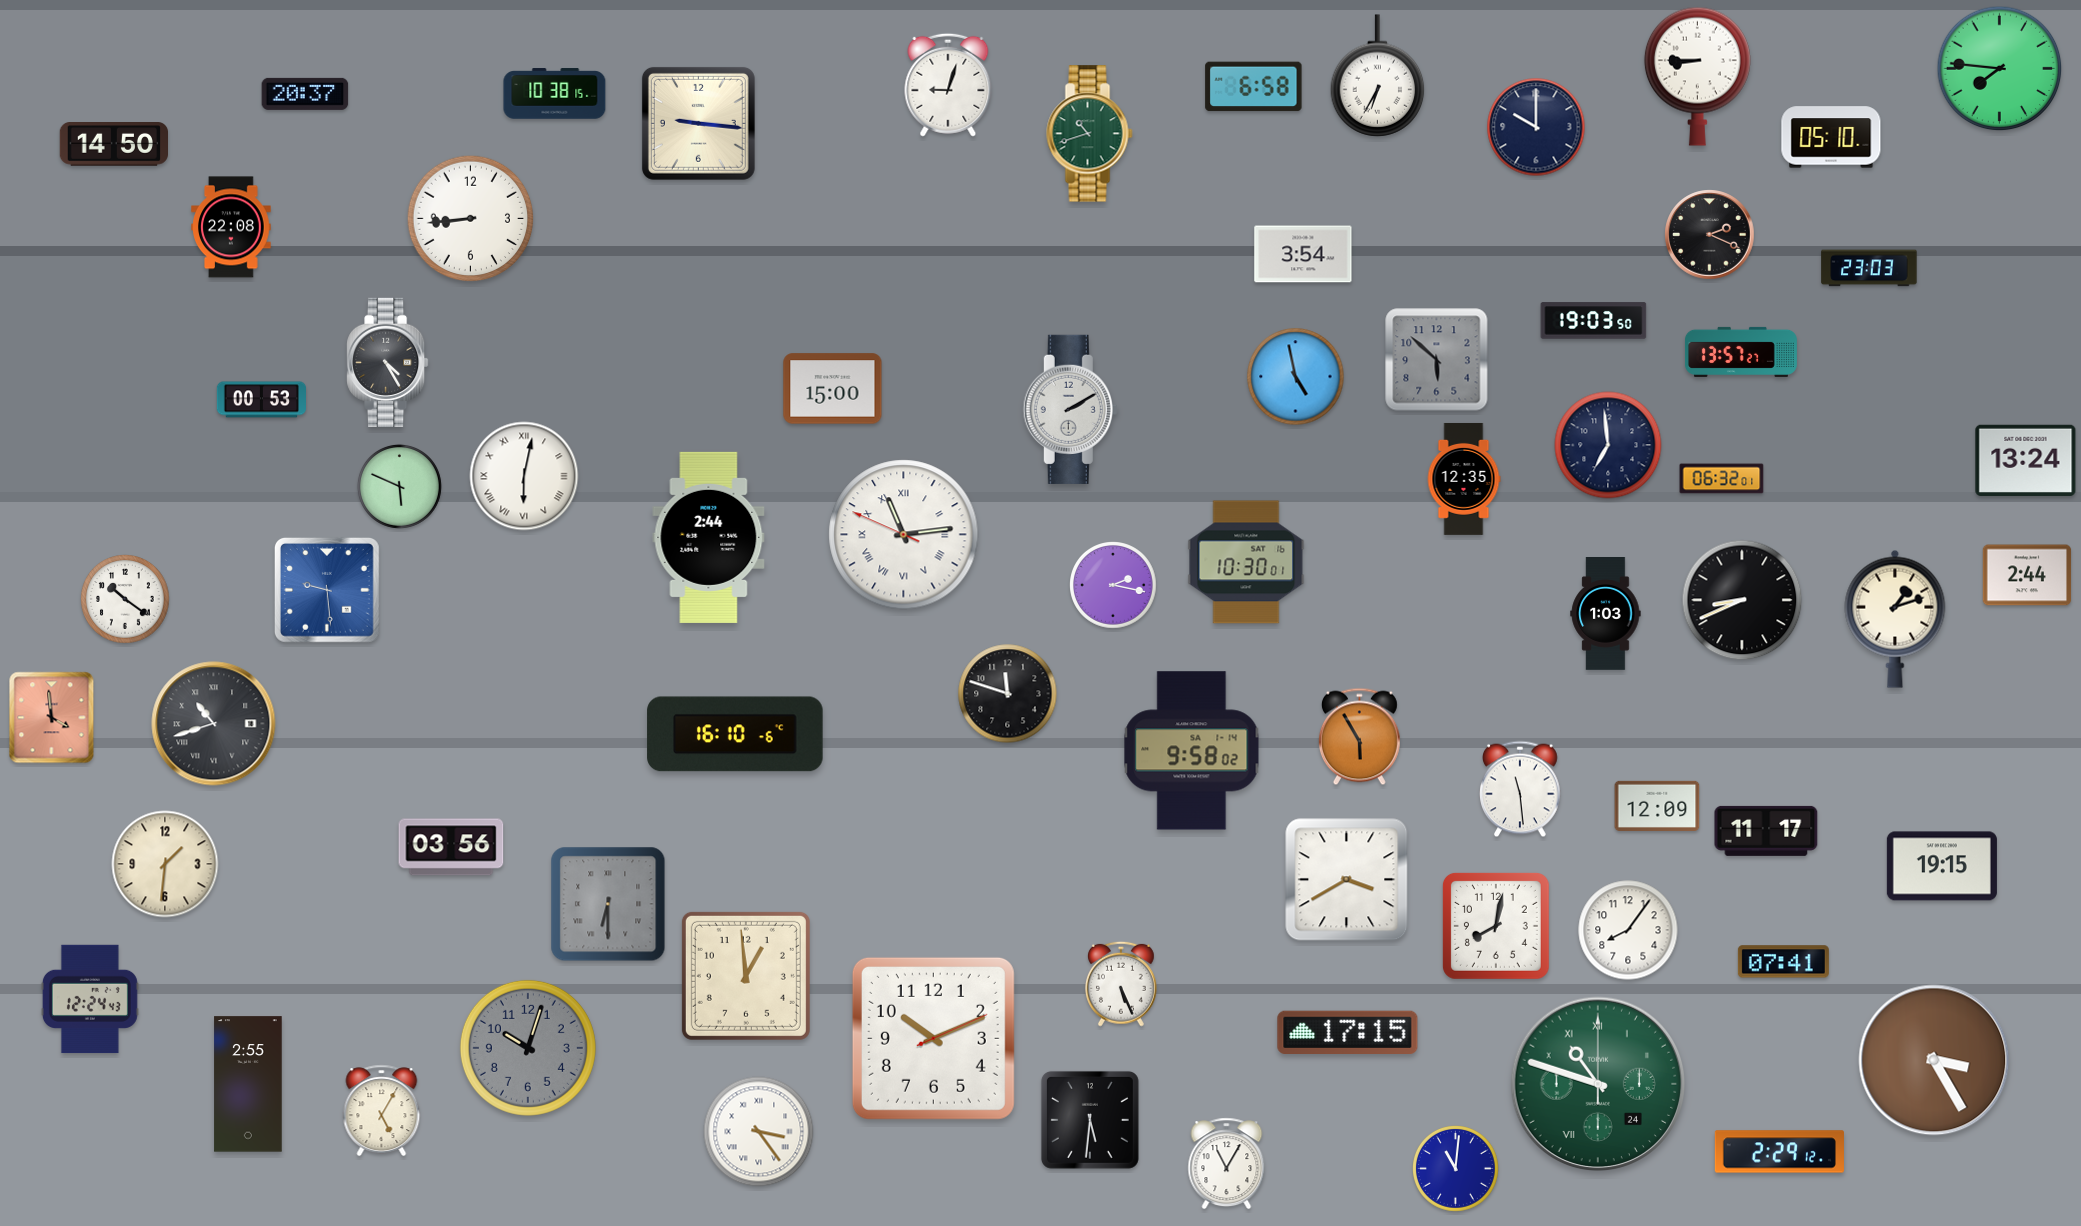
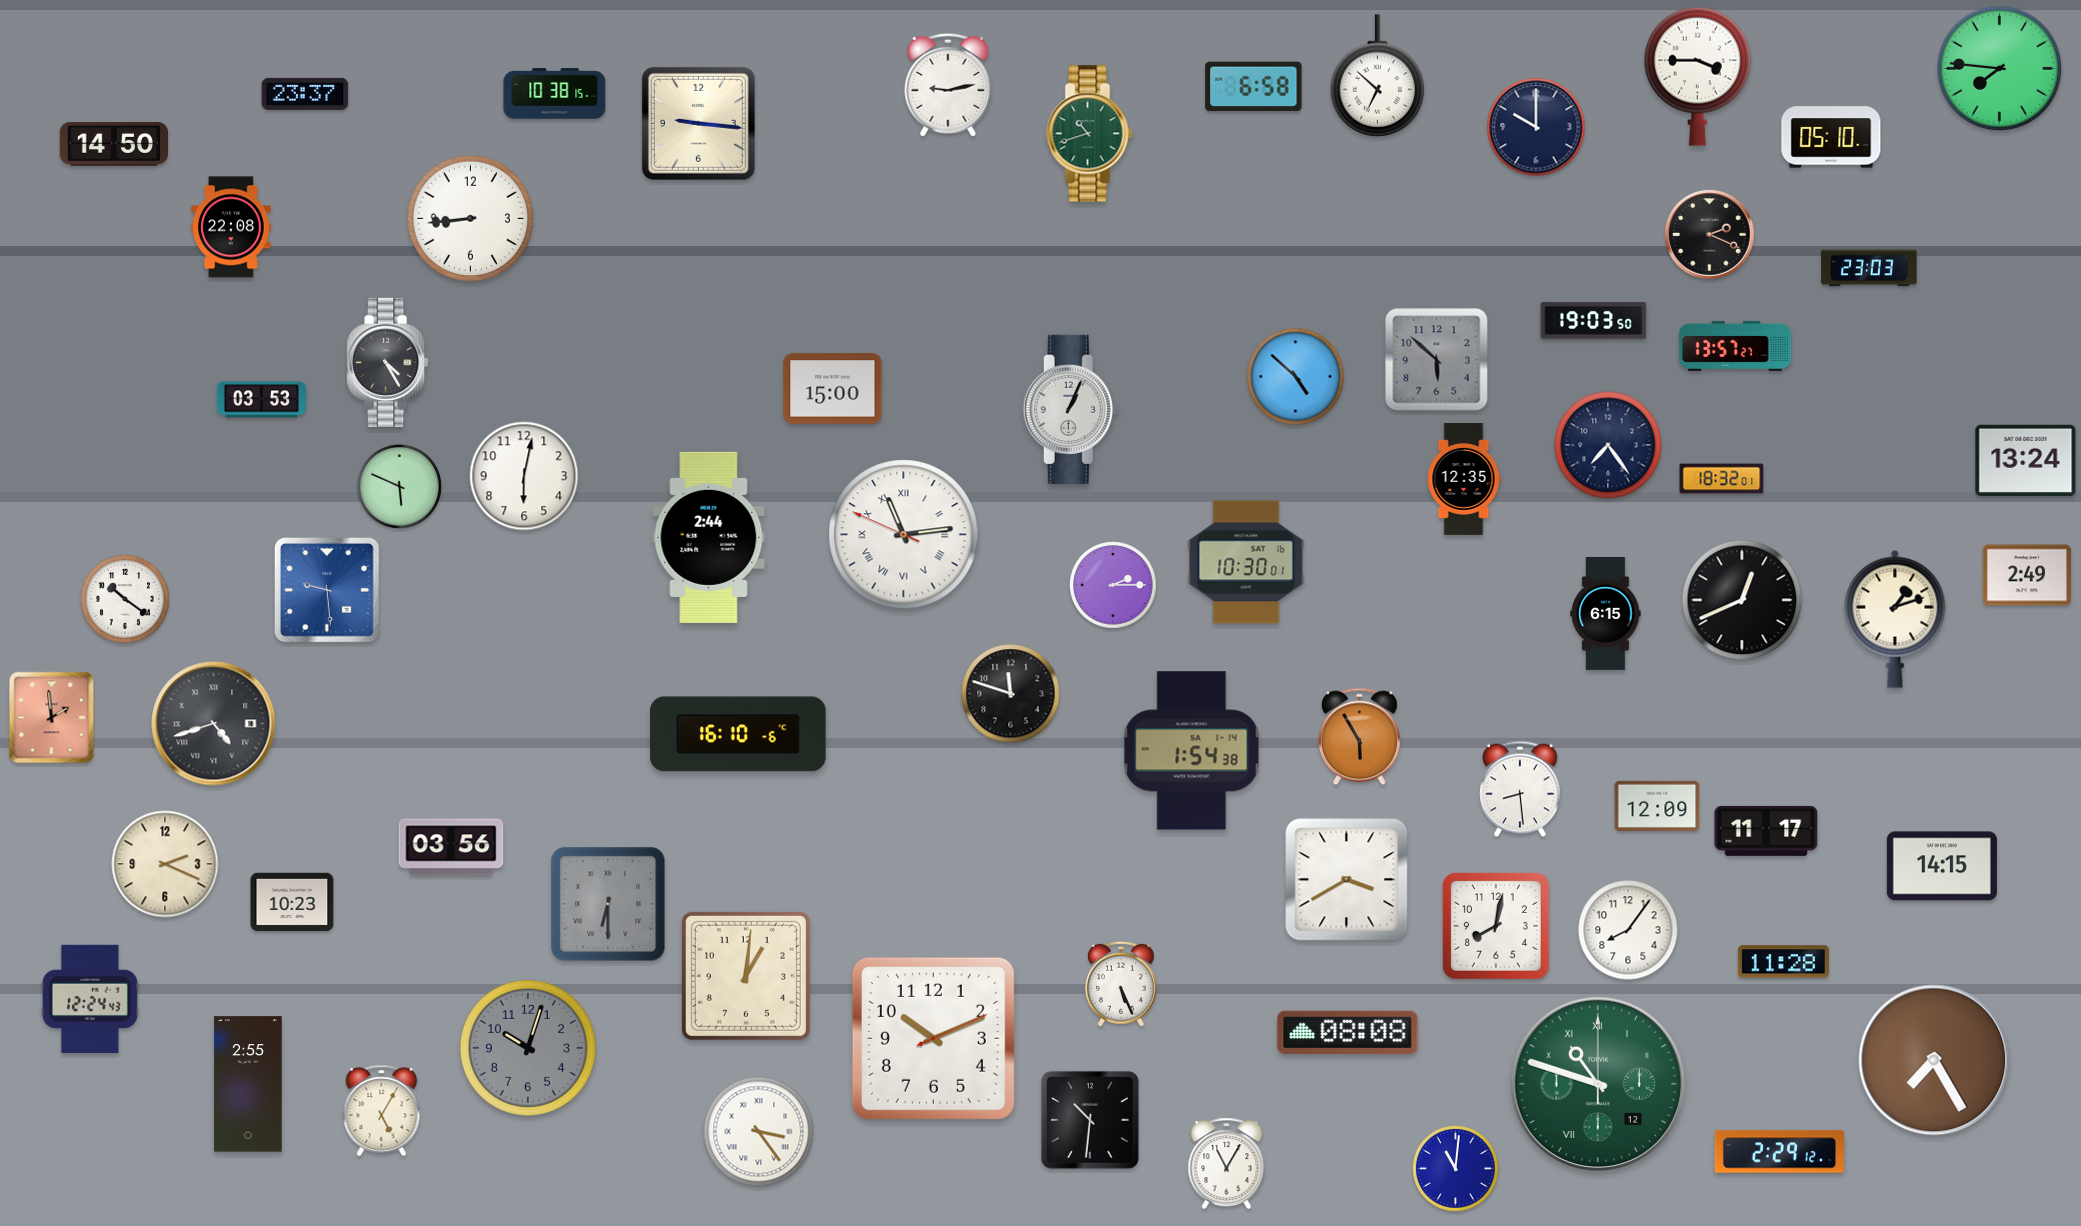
clock at (1378, 76): 6:35 -> 6:52
clock at (1697, 76): 8:45 -> 3:45
clock at (948, 85): 9:03 -> 9:13
clock at (305, 94): 20:37 -> 23:37
clock at (1303, 254): 3:54 -> none
clock at (1741, 352) position: (1741, 352) -> (1735, 346)
clock at (1296, 377): 4:58 -> 4:52
clock at (261, 400): 00:53 -> 03:53
clock at (1070, 409): 2:10 -> 1:04
clock at (1608, 445): 6:59 -> 7:24
clock at (524, 476) numerals: Roman -> Arabic
clock at (1722, 479): 06:32 -> 18:32
clock at (2027, 575): 2:44 -> 2:49
clock at (1114, 586): 2:17 -> 2:15
clock at (1742, 600): 8:41 -> 12:41
clock at (1606, 614): 1:03 -> 6:15
clock at (1008, 694) position: (1008, 694) -> (1011, 694)
clock at (52, 718): 3:59 -> 1:59
clock at (214, 724): 10:42 -> 4:42
clock at (735, 734) position: (735, 734) -> (738, 734)
clock at (1192, 751): 9:58 -> 1:54
clock at (1521, 789): 11:29 -> 8:29
clock at (165, 864): 1:31 -> 2:19
clock at (1942, 866): 19:15 -> 14:15
clock at (292, 902): none -> 10:23
clock at (1783, 962): 07:41 -> 11:28
clock at (746, 976): 12:59 -> 1:01
clock at (1348, 1032): 17:15 -> 08:08
clock at (1934, 1060): 3:25 -> 7:25
clock at (1598, 1084) date: 24 -> 12
clock at (1090, 1120): 5:31 -> 10:31
